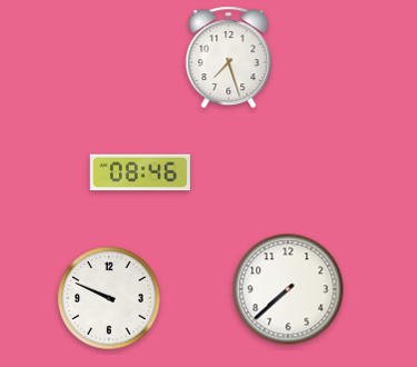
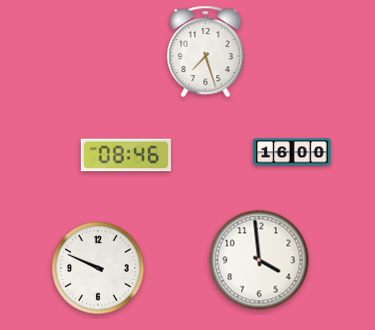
clock at (292, 152): none -> 16:00
clock at (288, 289): 7:38 -> 3:59
